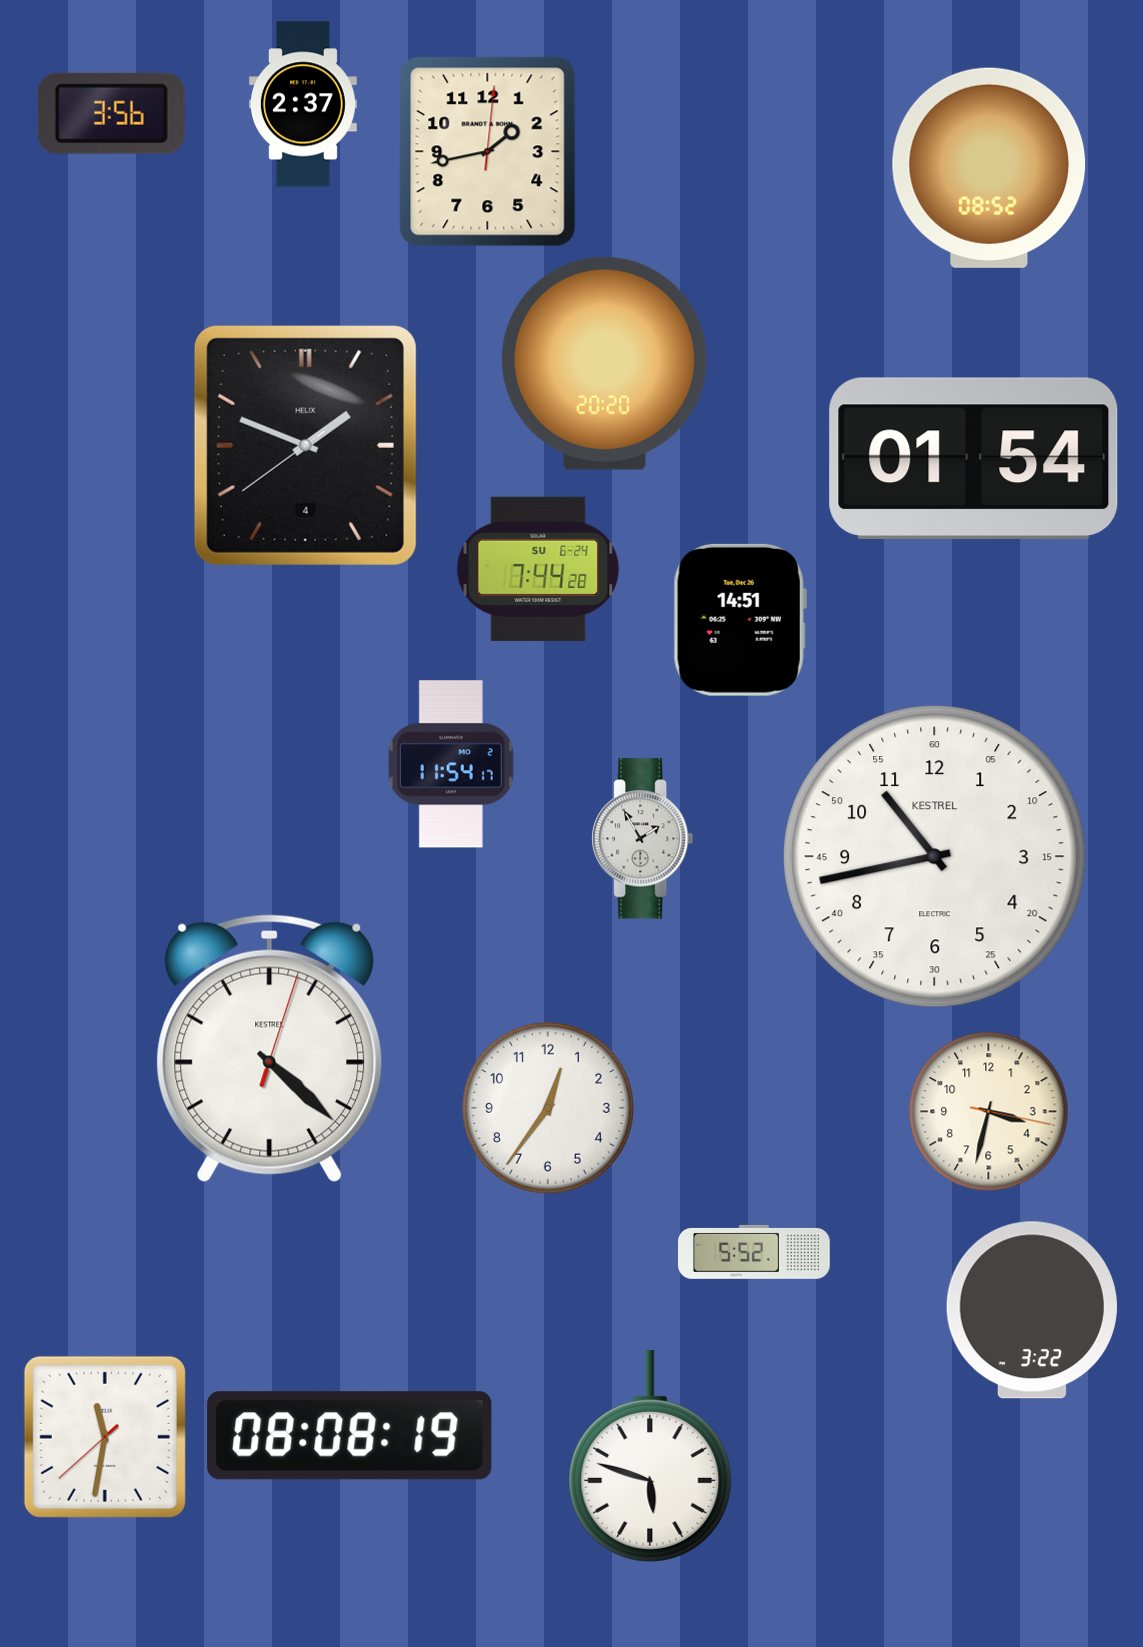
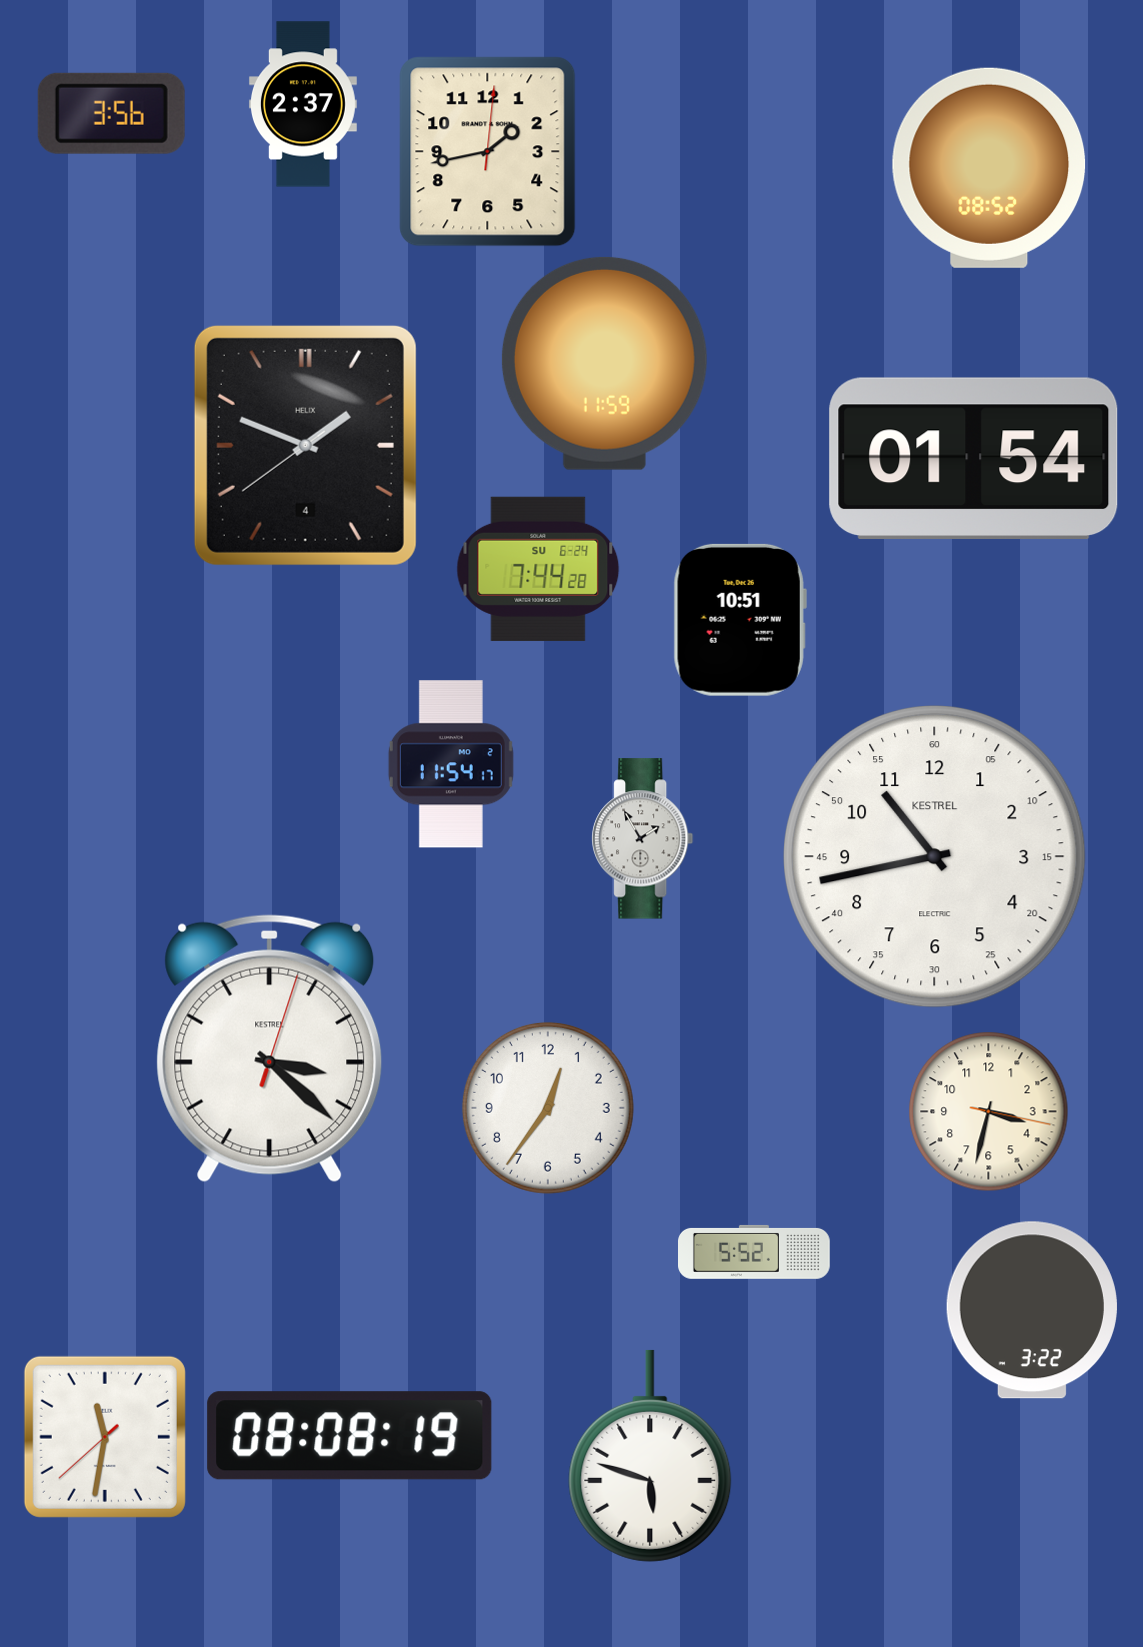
clock at (604, 363): 20:20 -> 11:59
clock at (740, 620): 14:51 -> 10:51
clock at (270, 1049): 4:22 -> 3:22
